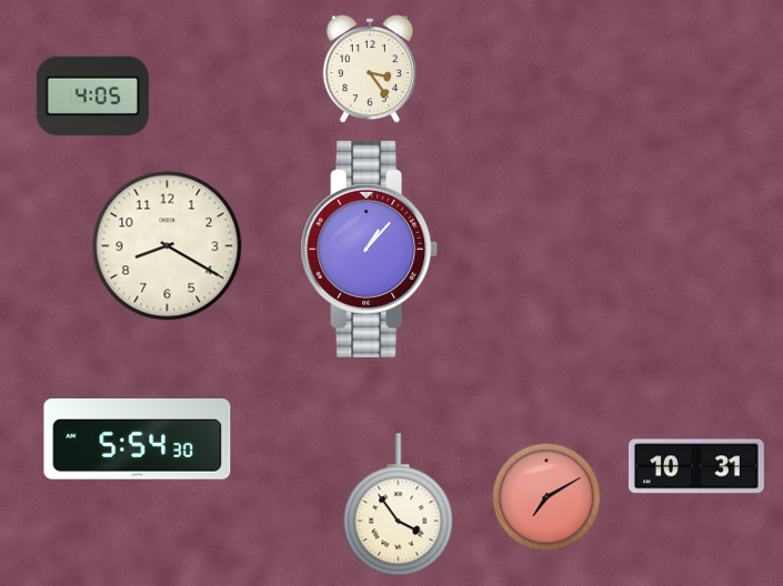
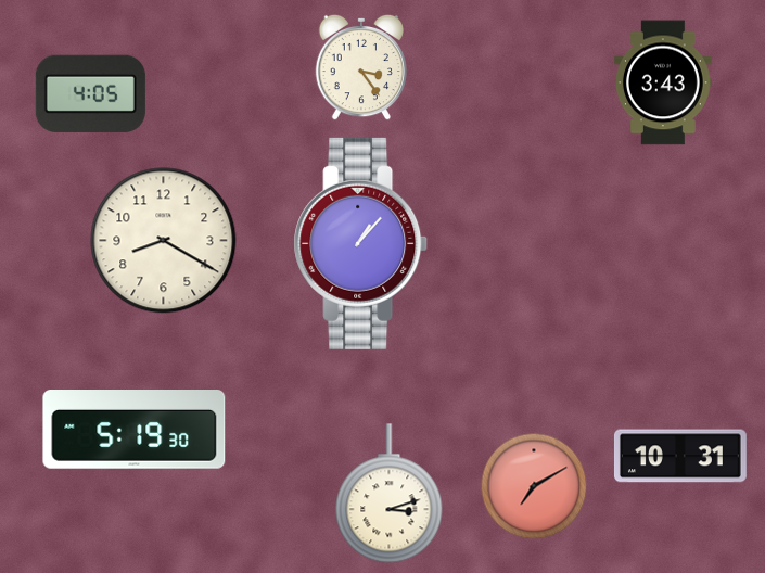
clock at (664, 82): none -> 3:43
clock at (138, 439): 5:54 -> 5:19
clock at (399, 505): 3:54 -> 3:12
